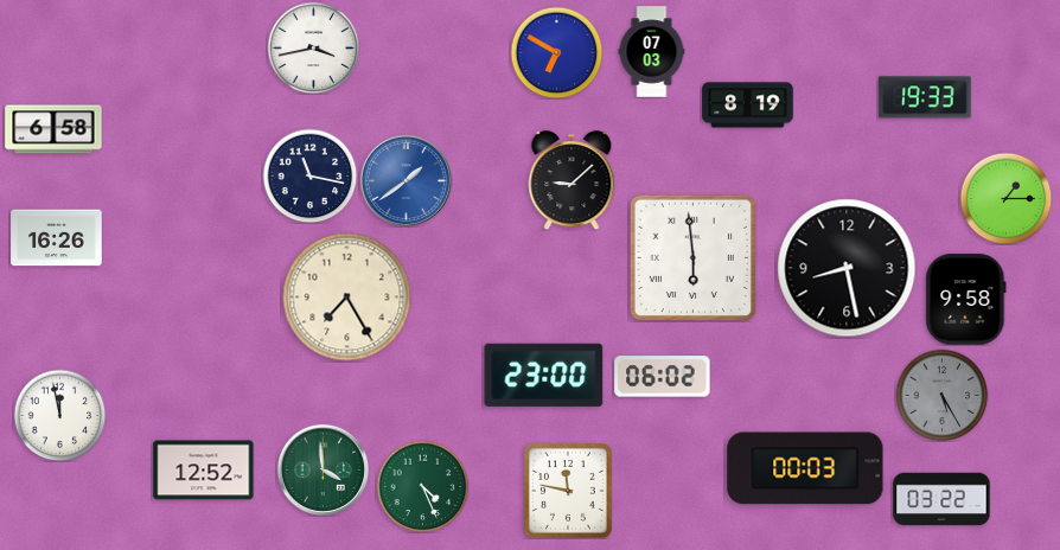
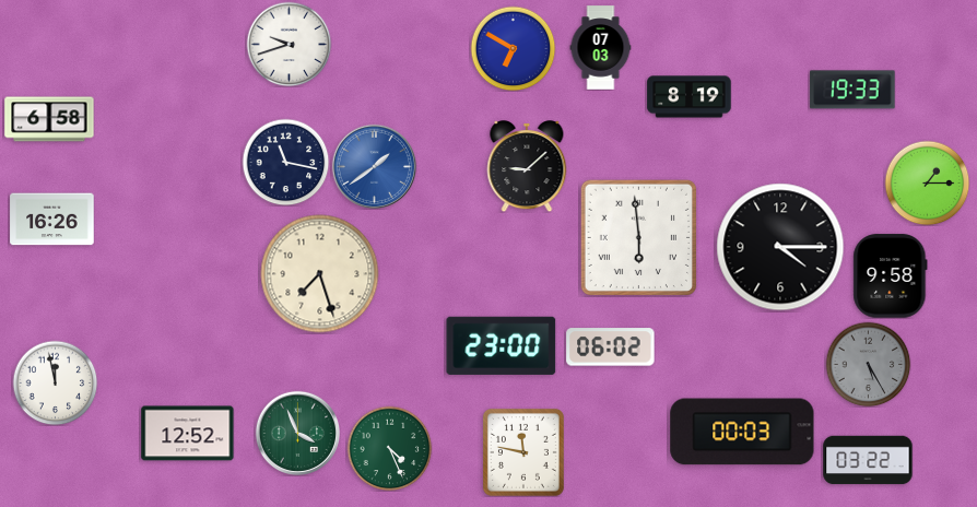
clock at (313, 47): 3:43 -> 9:42
clock at (847, 268): 8:28 -> 4:15
clock at (347, 298): 7:25 -> 7:27
clock at (323, 469): 3:59 -> 3:56
